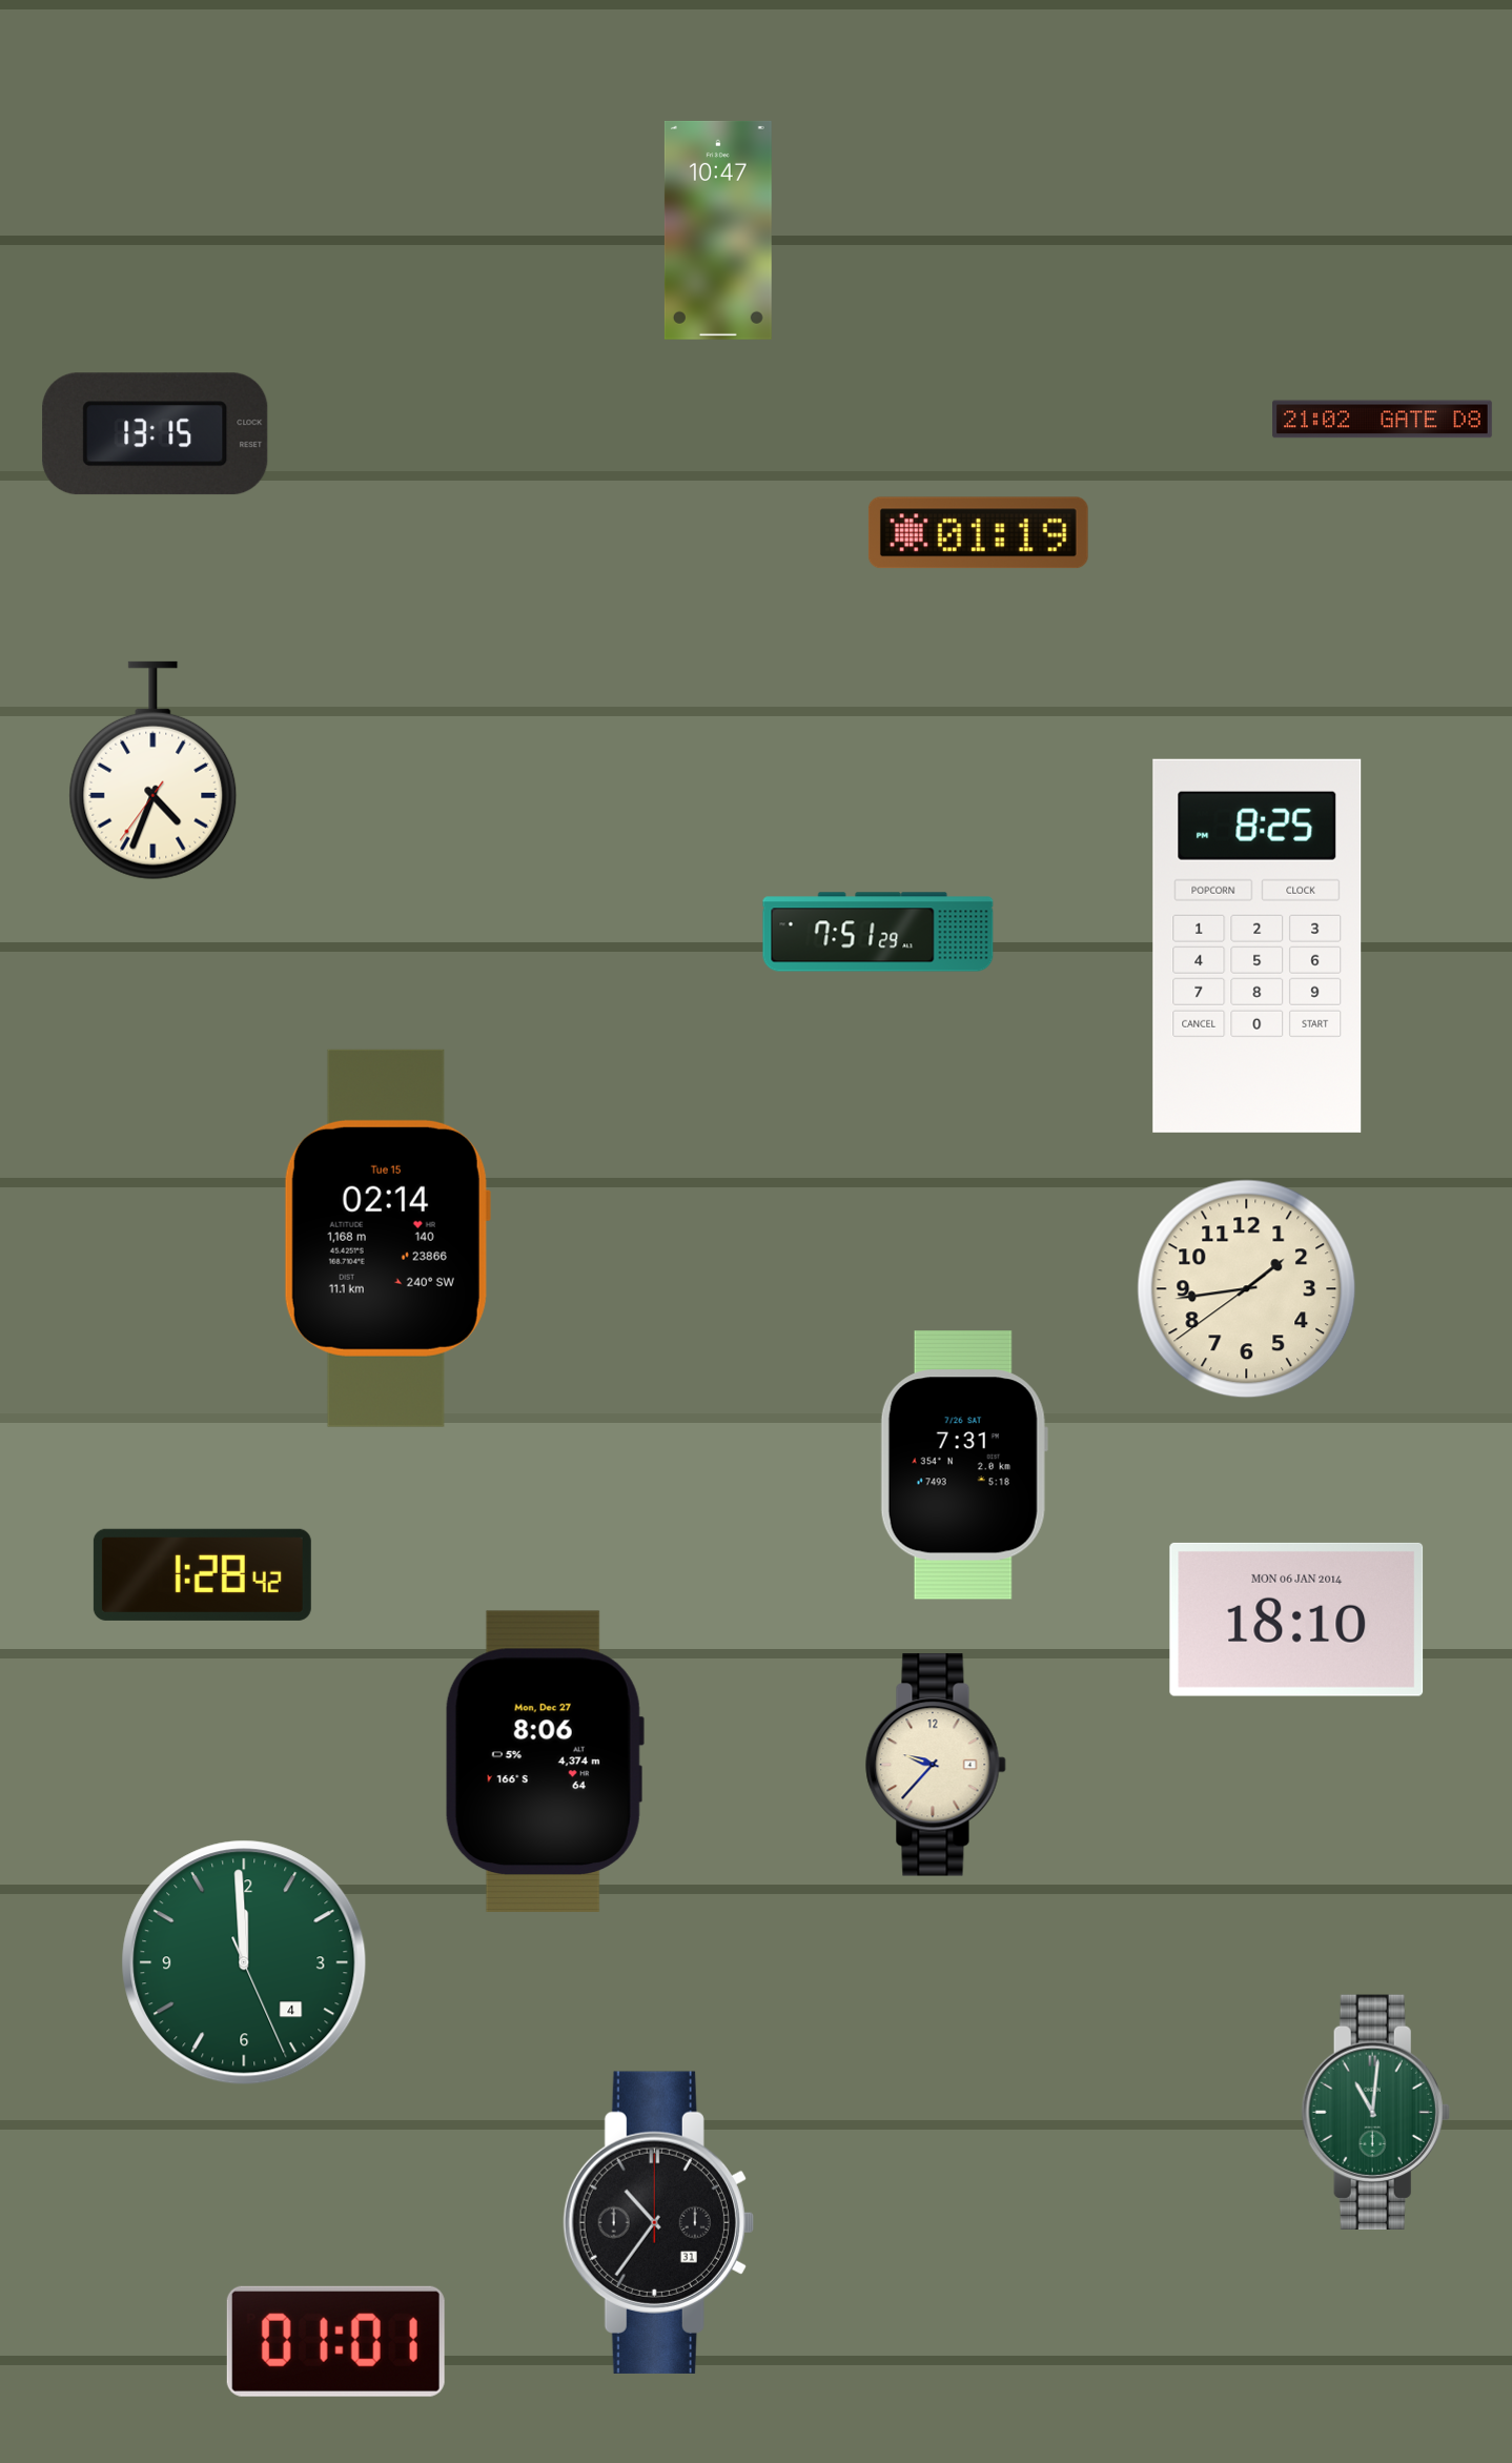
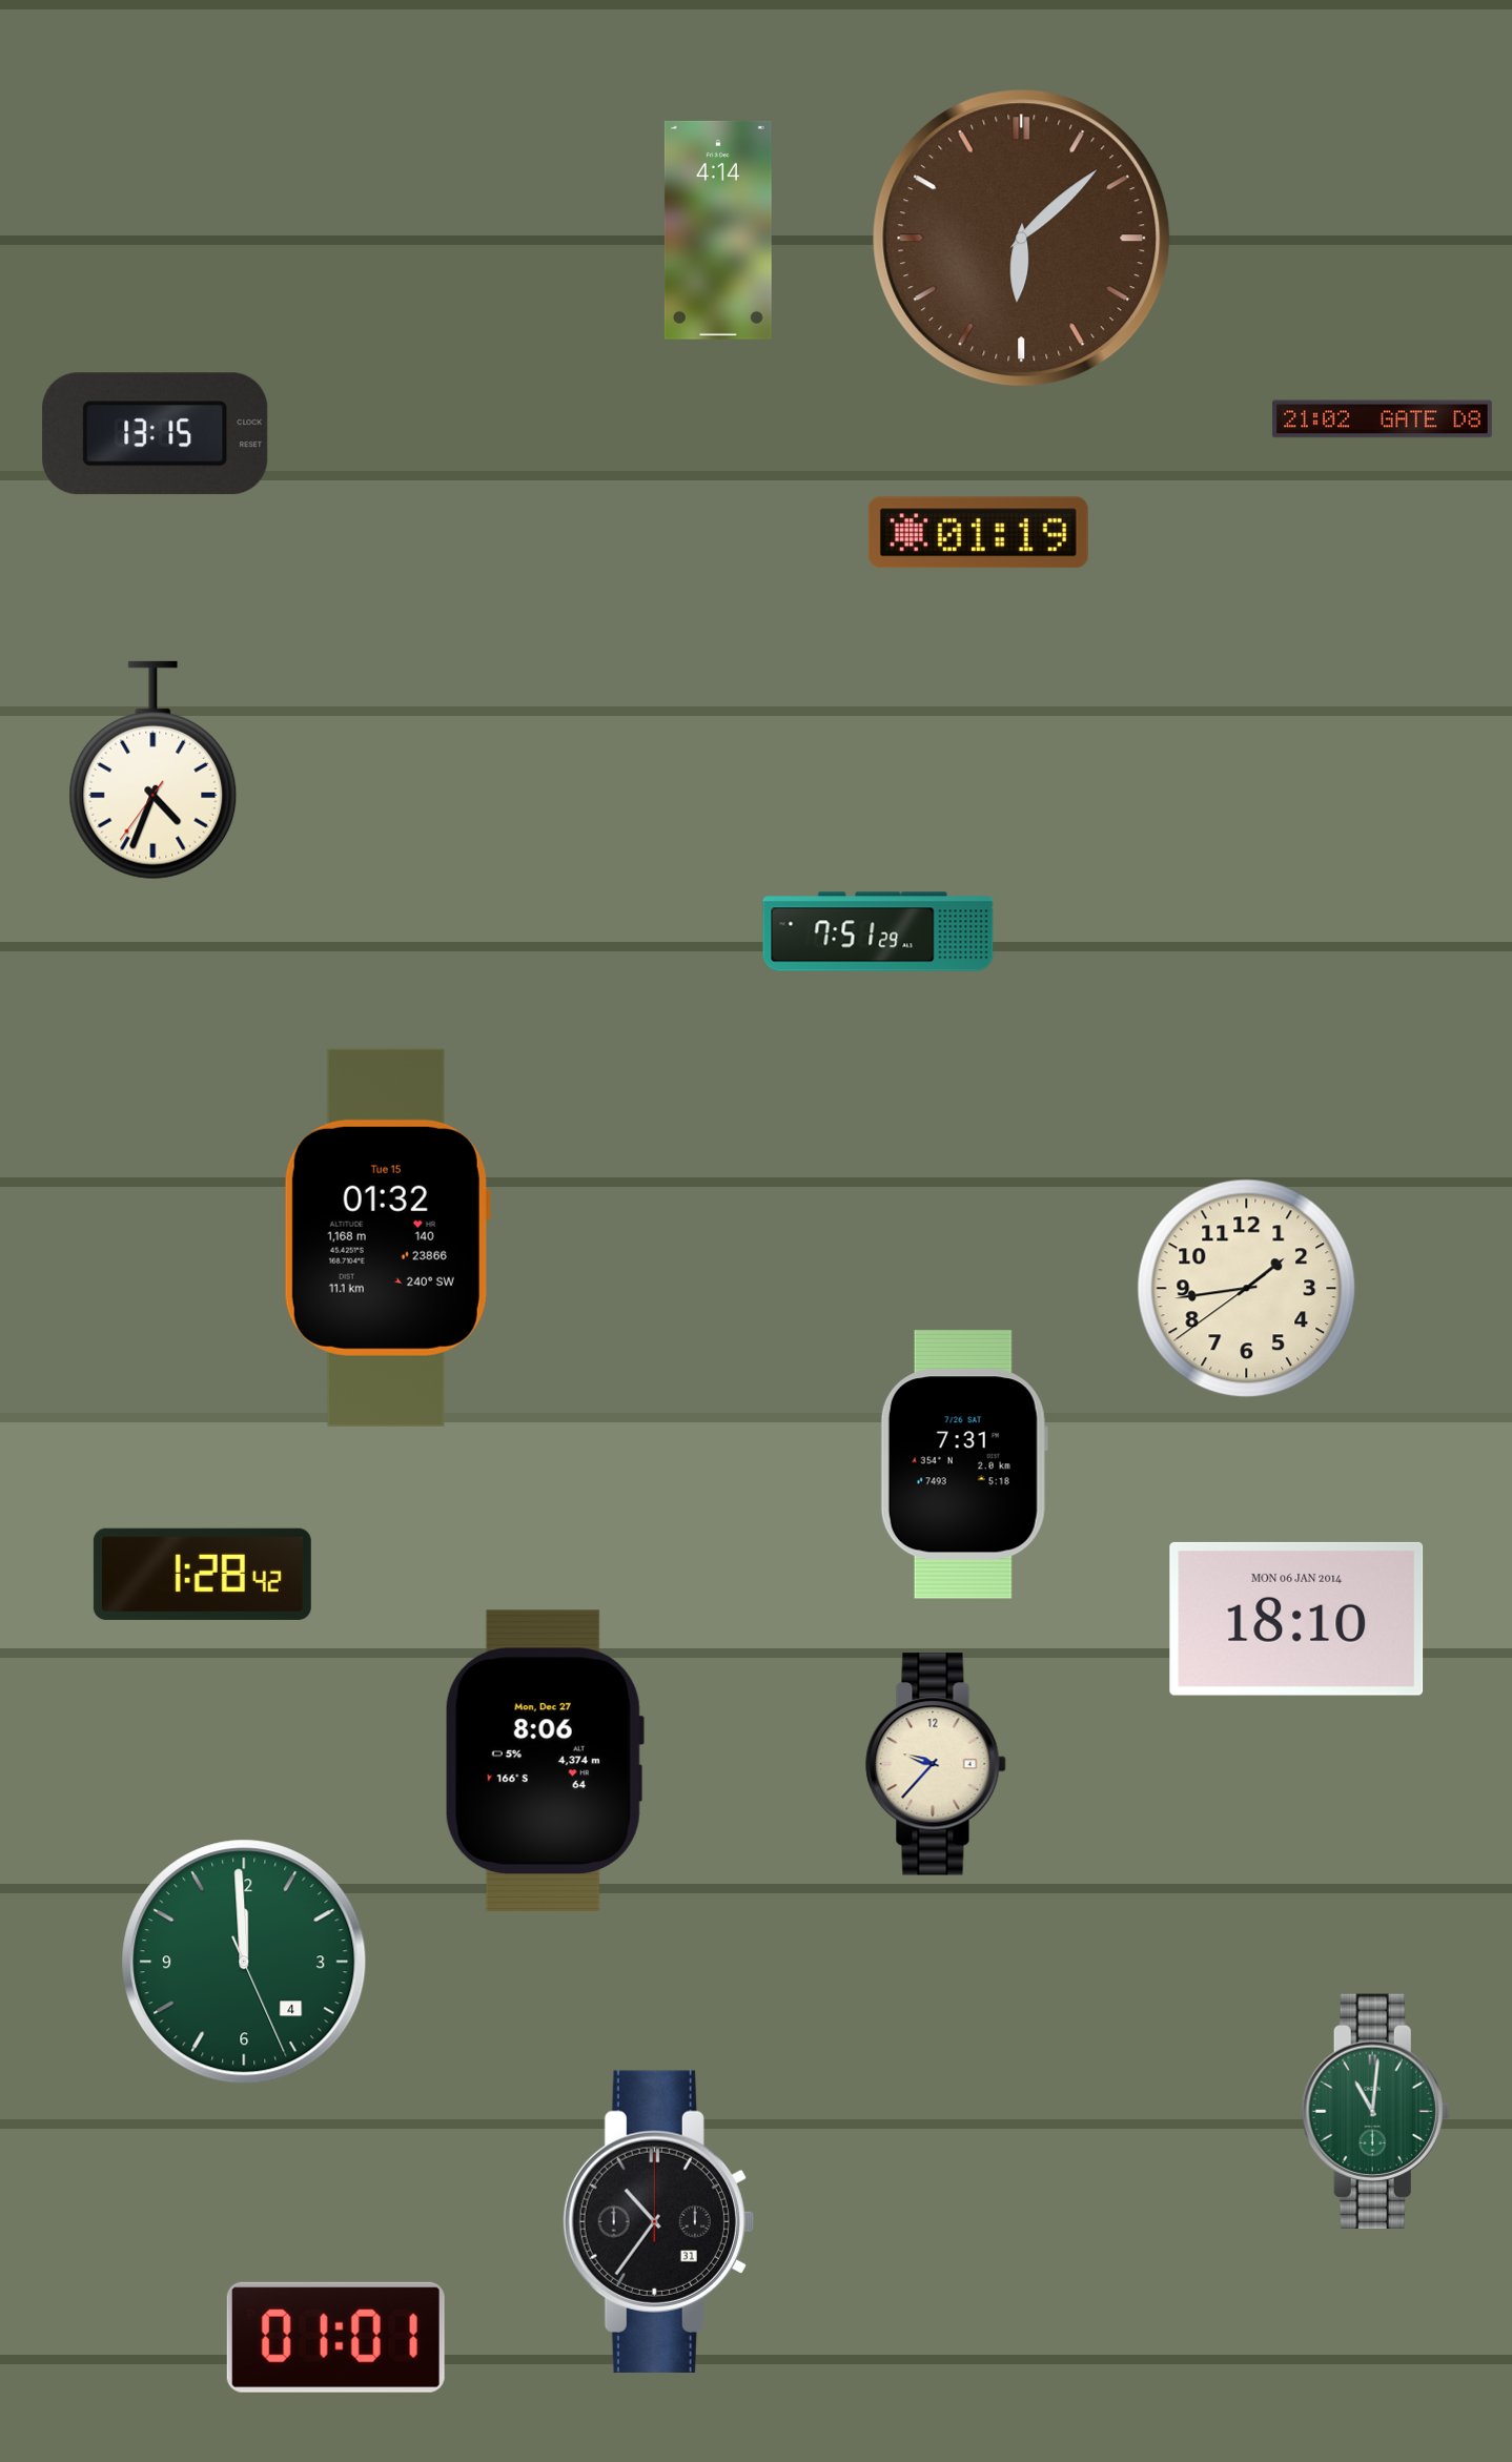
clock at (718, 230): 10:47 -> 4:14
clock at (1022, 239): none -> 6:08
clock at (1258, 945): 8:25 -> none
clock at (387, 1238): 02:14 -> 01:32
clock at (335, 2341) position: (335, 2341) -> (335, 2337)
